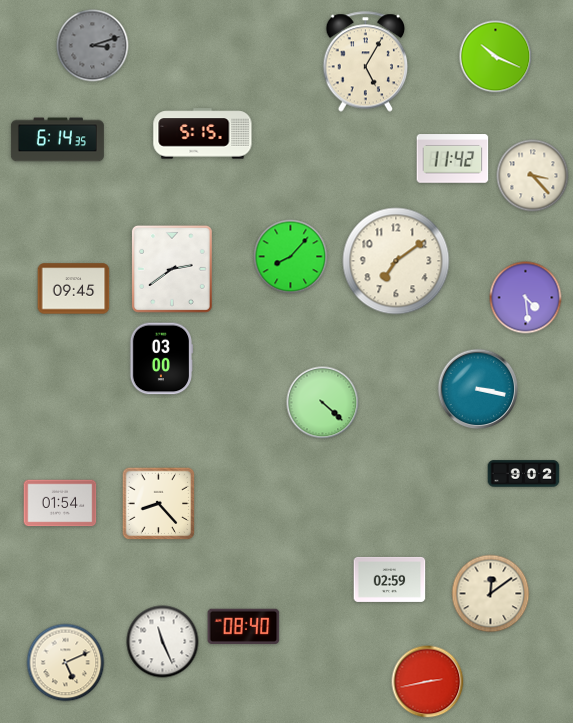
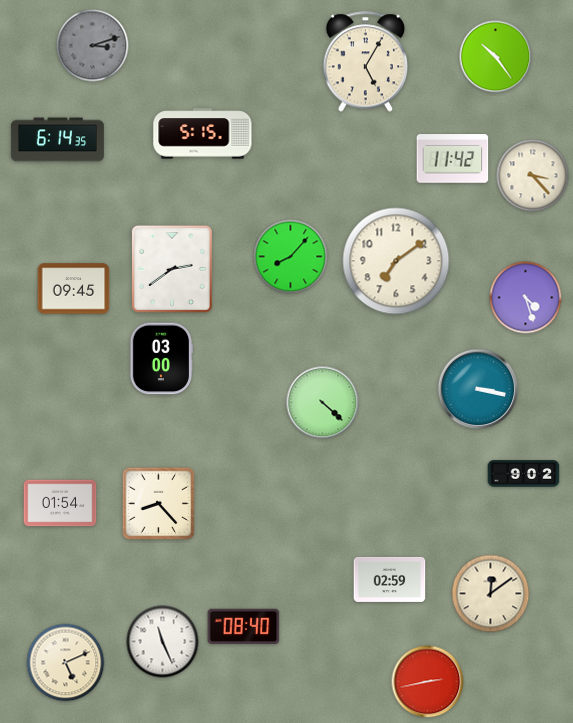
clock at (496, 57): 10:19 -> 10:24
clock at (526, 298): 4:29 -> 4:27
